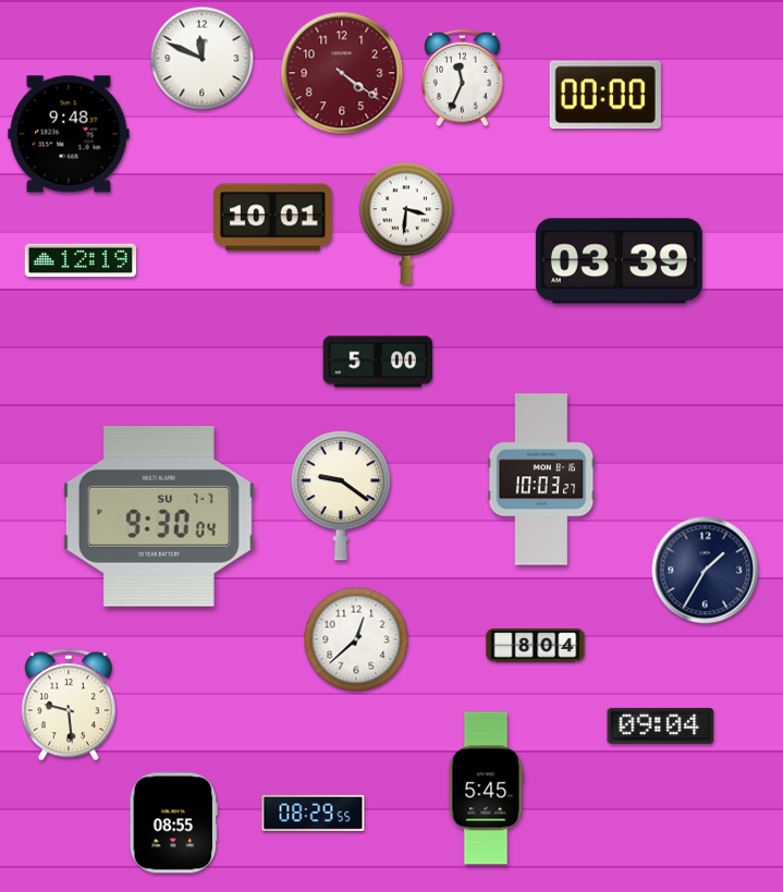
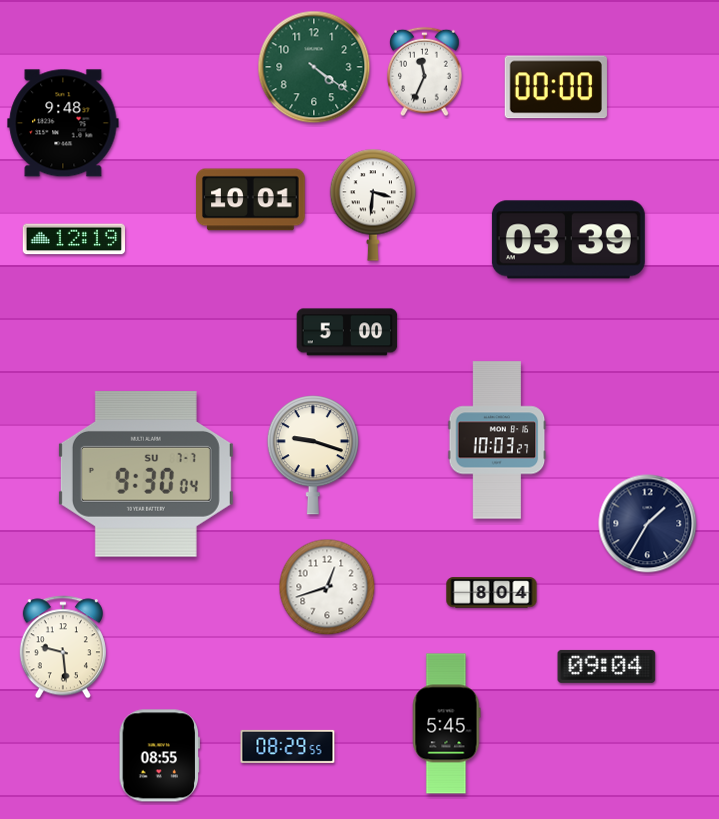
clock at (203, 59): 11:49 -> none
clock at (342, 73) dial: burgundy -> green
clock at (341, 496): 9:21 -> 9:18
clock at (356, 639): 12:38 -> 12:42
